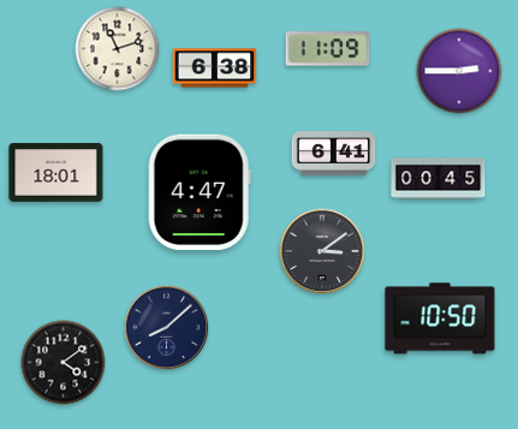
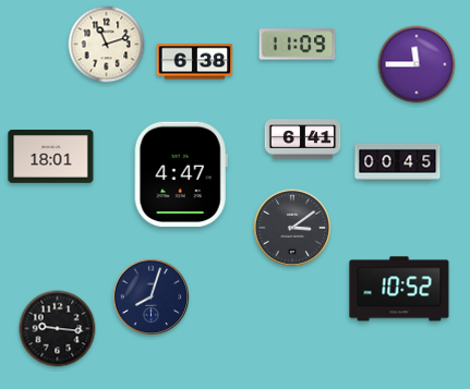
clock at (459, 71): 2:45 -> 11:45
clock at (440, 318): 10:50 -> 10:52
clock at (167, 328): 8:08 -> 8:03
clock at (64, 363): 4:09 -> 9:16
